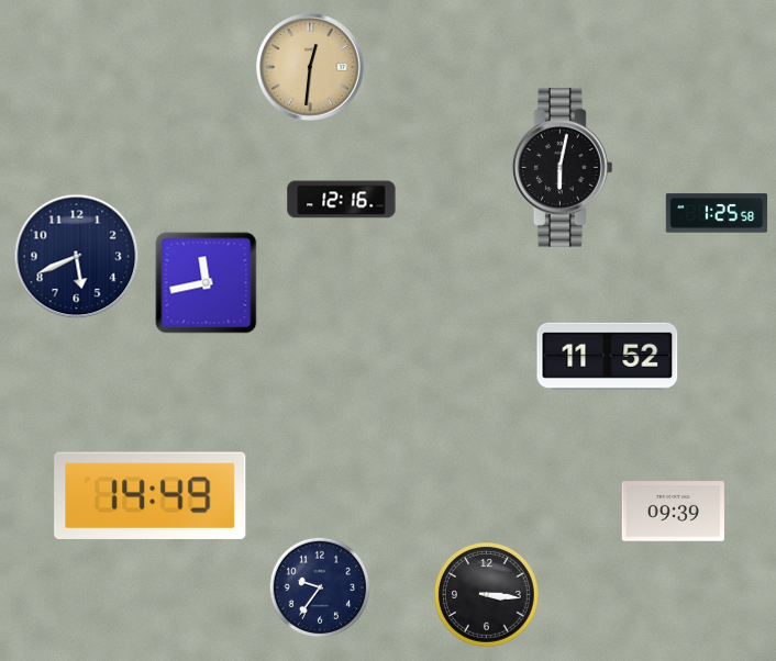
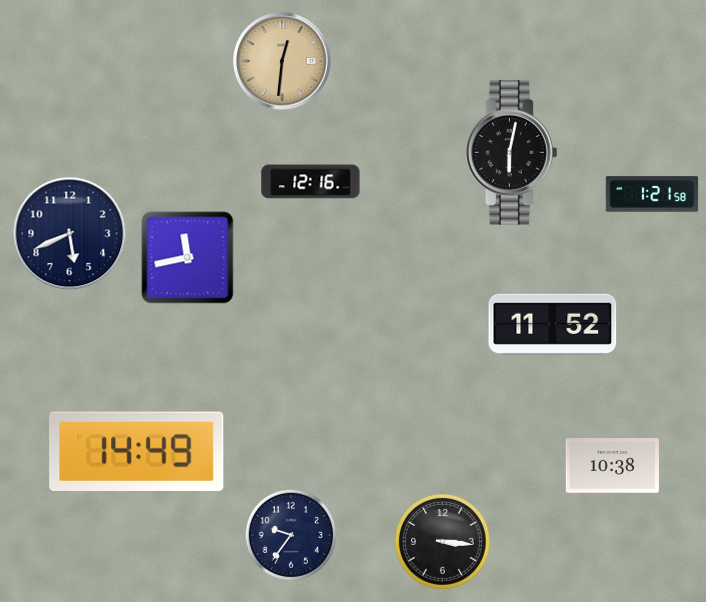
clock at (717, 213): 1:25 -> 1:21
clock at (673, 512): 09:39 -> 10:38
